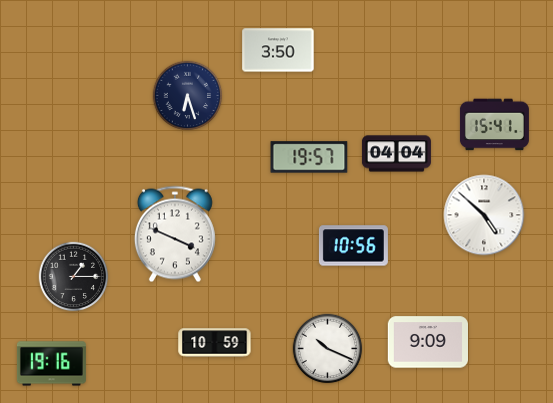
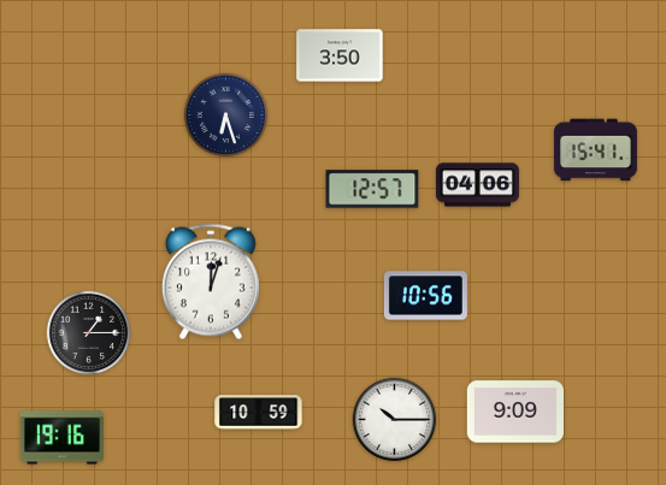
clock at (278, 50) position: (278, 50) -> (340, 55)
clock at (396, 154): 04:04 -> 04:06
clock at (309, 157): 19:57 -> 12:57
clock at (484, 215): 4:52 -> none
clock at (175, 234): 3:49 -> 12:03
clock at (328, 349): 10:19 -> 10:15
